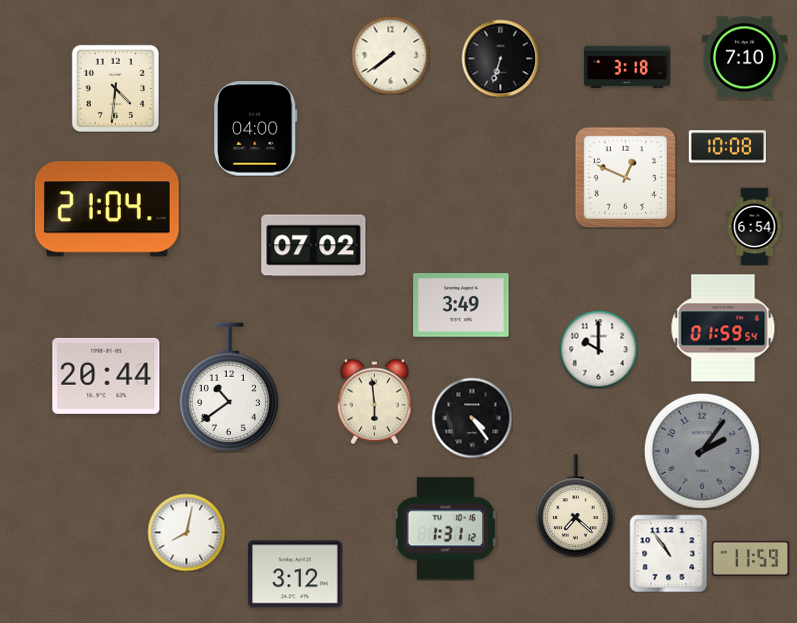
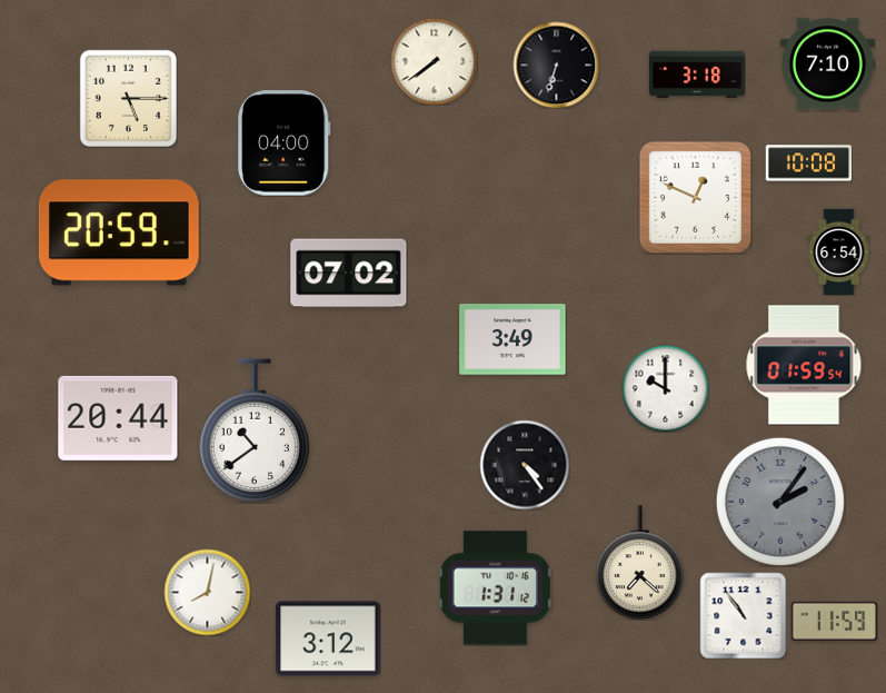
clock at (115, 88): 4:31 -> 5:15
clock at (107, 209): 21:04 -> 20:59
clock at (374, 401): 5:59 -> none
